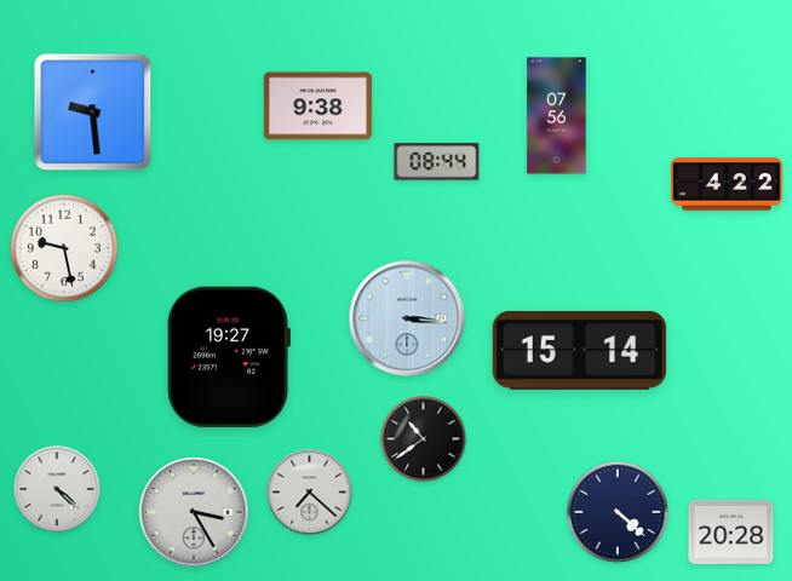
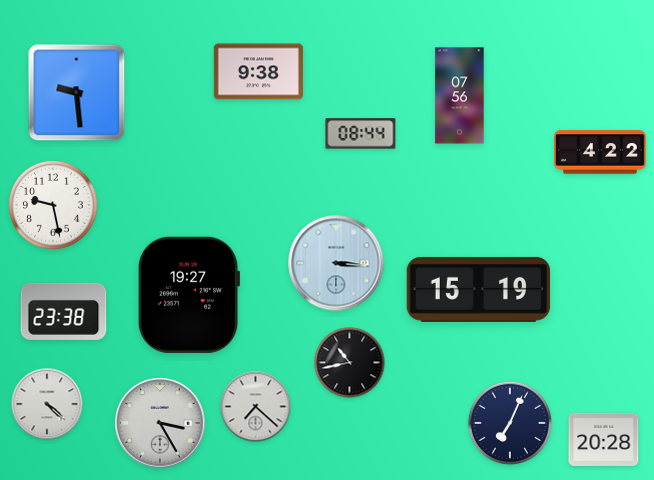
clock at (317, 107) position: (317, 107) -> (258, 72)
clock at (580, 350): 15:14 -> 15:19
clock at (64, 311): none -> 23:38
clock at (424, 439): 10:39 -> 10:43
clock at (616, 511): 4:22 -> 7:04
